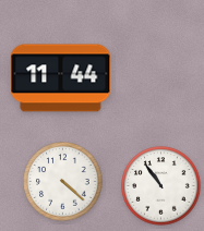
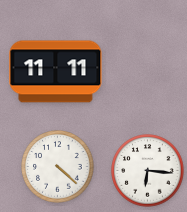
clock at (61, 78): 11:44 -> 11:11
clock at (161, 186): 10:54 -> 6:16
